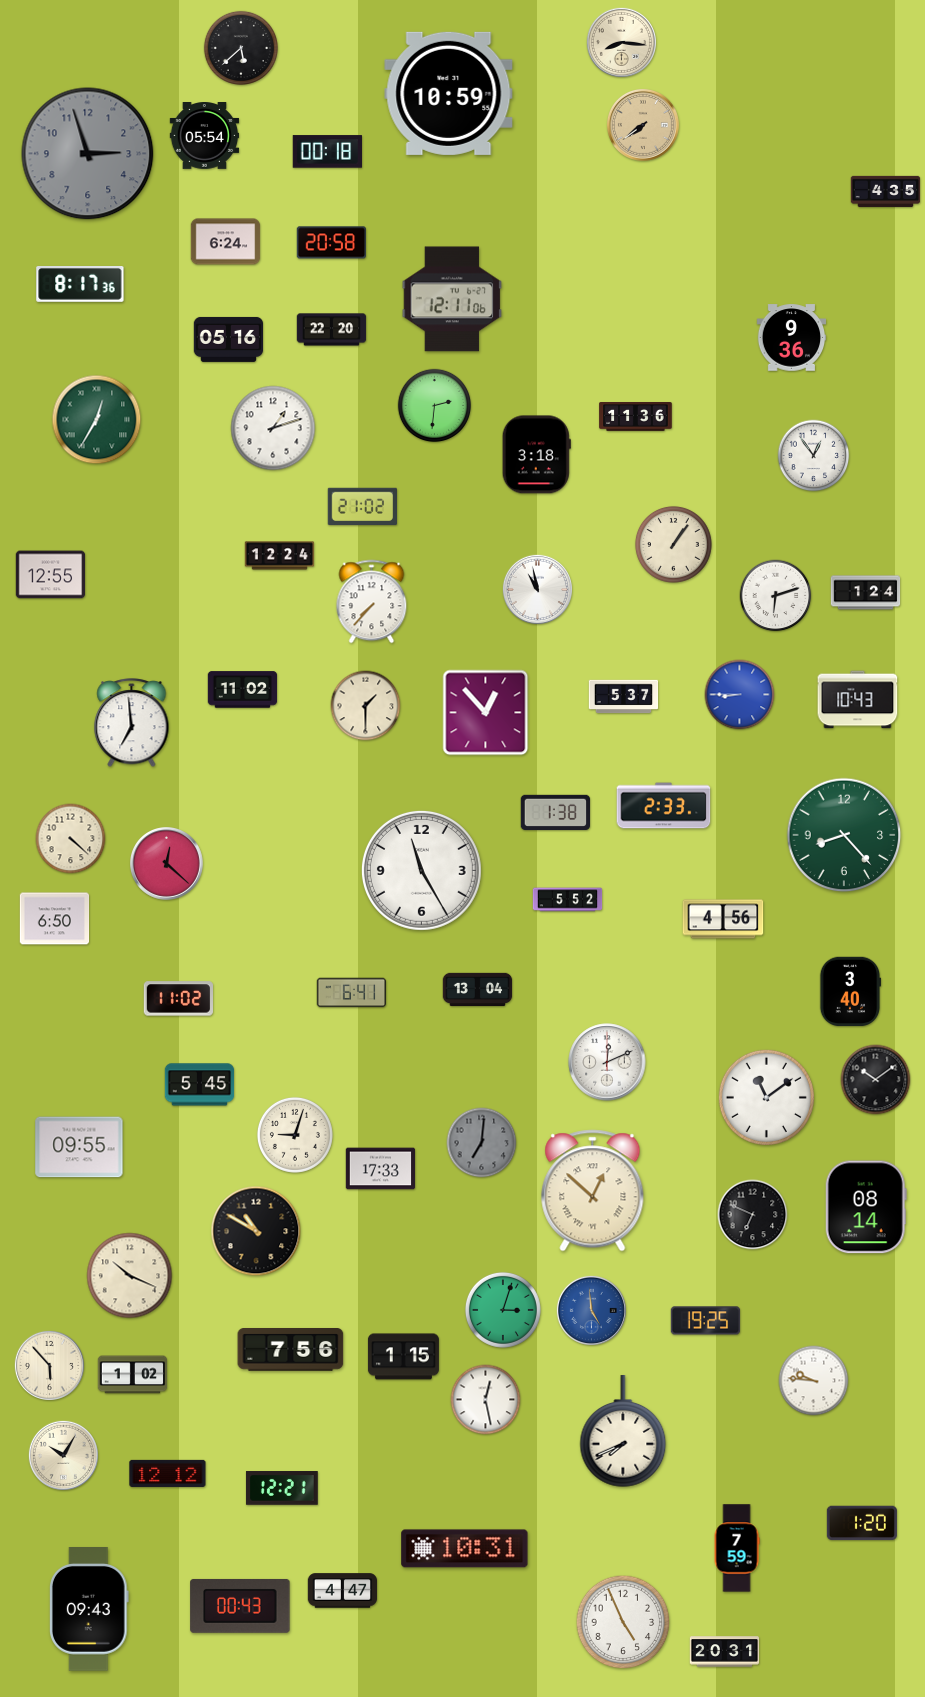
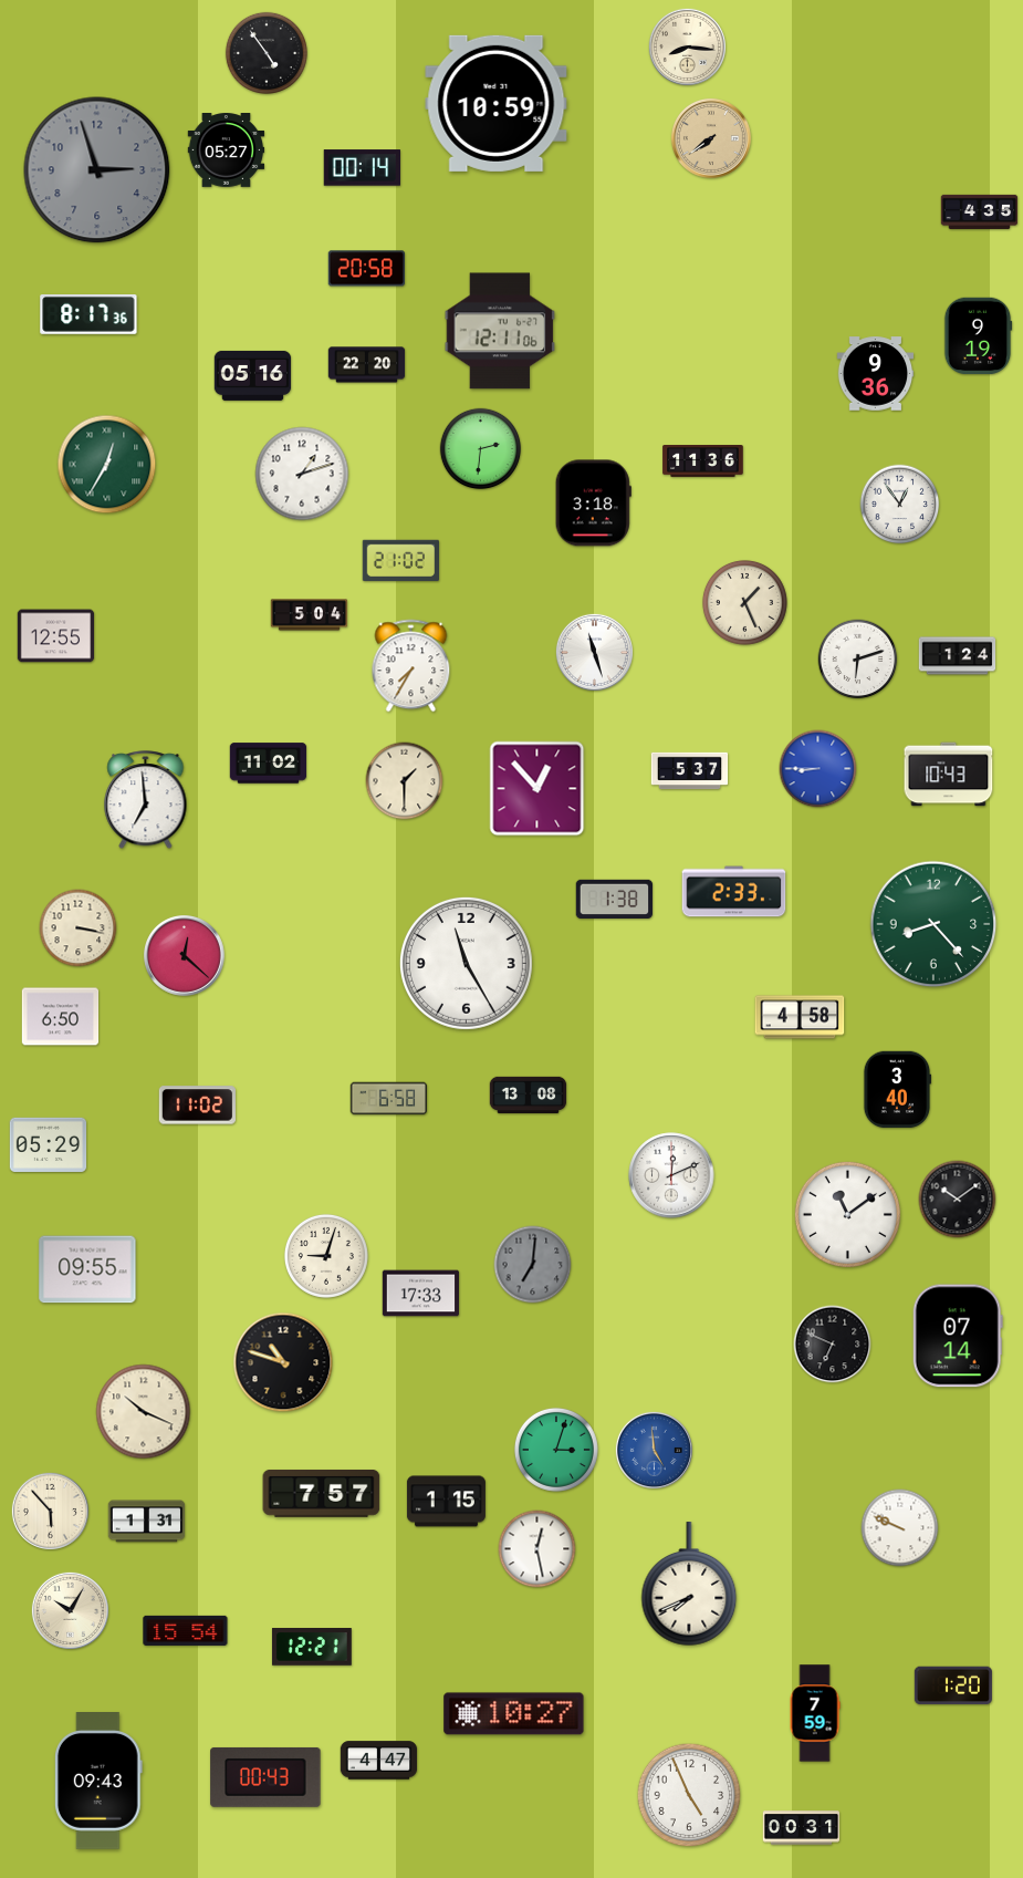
clock at (240, 47): 5:38 -> 4:54
clock at (205, 136): 05:54 -> 05:27
clock at (327, 152): 00:18 -> 00:14
clock at (226, 242): 6:24 -> none
clock at (978, 336): none -> 9:19
clock at (673, 544): 1:06 -> 1:26
clock at (280, 556): 12:24 -> 5:04
clock at (537, 589): 10:58 -> 11:27
clock at (372, 602): 7:37 -> 7:35
clock at (71, 839): 4:22 -> 3:17
clock at (568, 900): 5:52 -> none
clock at (723, 919): 4:56 -> 4:58
clock at (478, 990): 13:04 -> 13:08
clock at (850, 992) position: (850, 992) -> (897, 1090)
clock at (352, 993): 6:41 -> 6:58
clock at (49, 1144): none -> 05:29
clock at (876, 1080) position: (876, 1080) -> (958, 1200)
clock at (200, 1085): 5:45 -> none
clock at (593, 1191): 12:52 -> none
clock at (866, 1207): 08:14 -> 07:14
clock at (256, 1231): 10:50 -> 10:48
clock at (706, 1321): 19:25 -> none
clock at (291, 1350): 7:56 -> 7:57
clock at (49, 1365) position: (49, 1365) -> (50, 1511)
clock at (133, 1375): 1:02 -> 1:31
clock at (814, 1381): 9:46 -> 9:49
clock at (168, 1473): 12:12 -> 15:54
clock at (465, 1549): 10:31 -> 10:27
clock at (725, 1652): 20:31 -> 00:31
